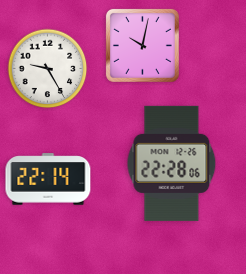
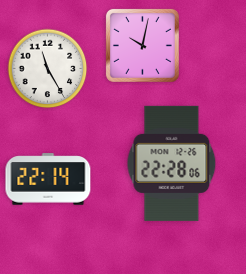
clock at (48, 69): 9:25 -> 11:25
